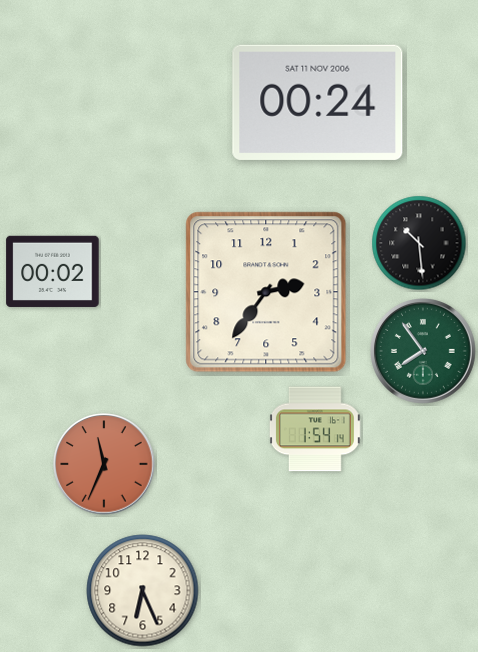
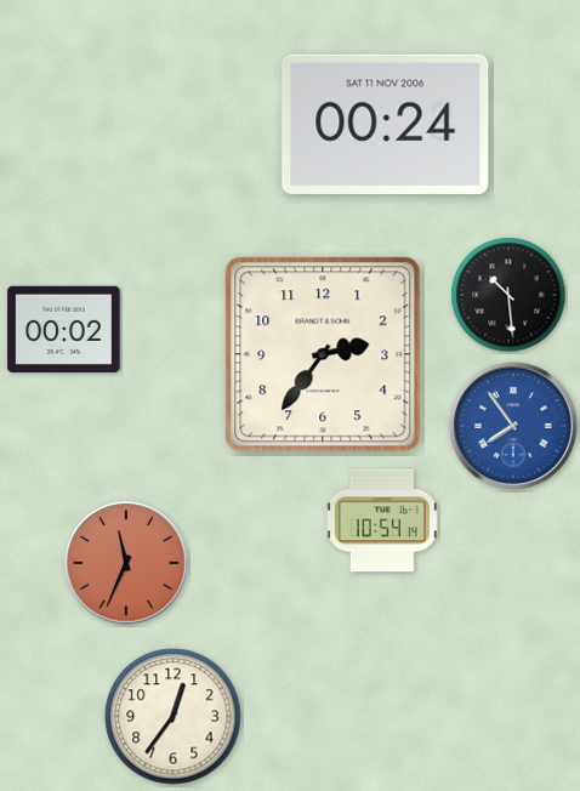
clock at (424, 352) dial: green -> blue
clock at (315, 429): 1:54 -> 10:54
clock at (143, 591): 6:26 -> 12:36
